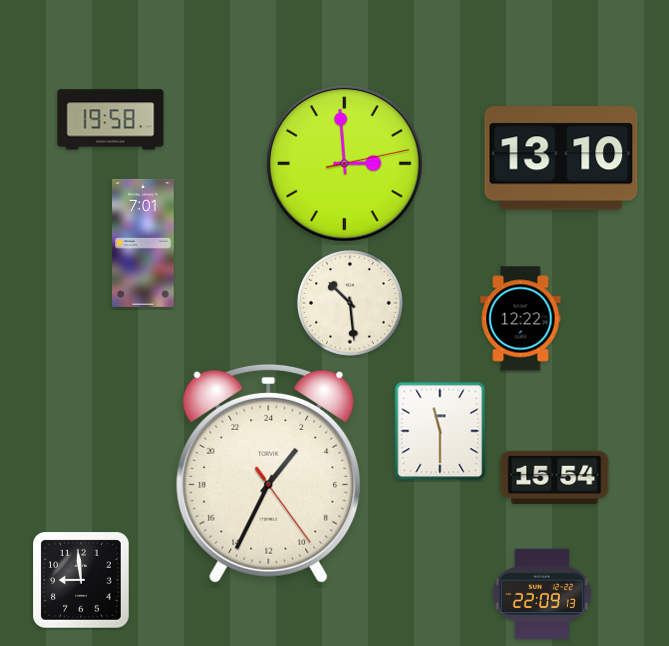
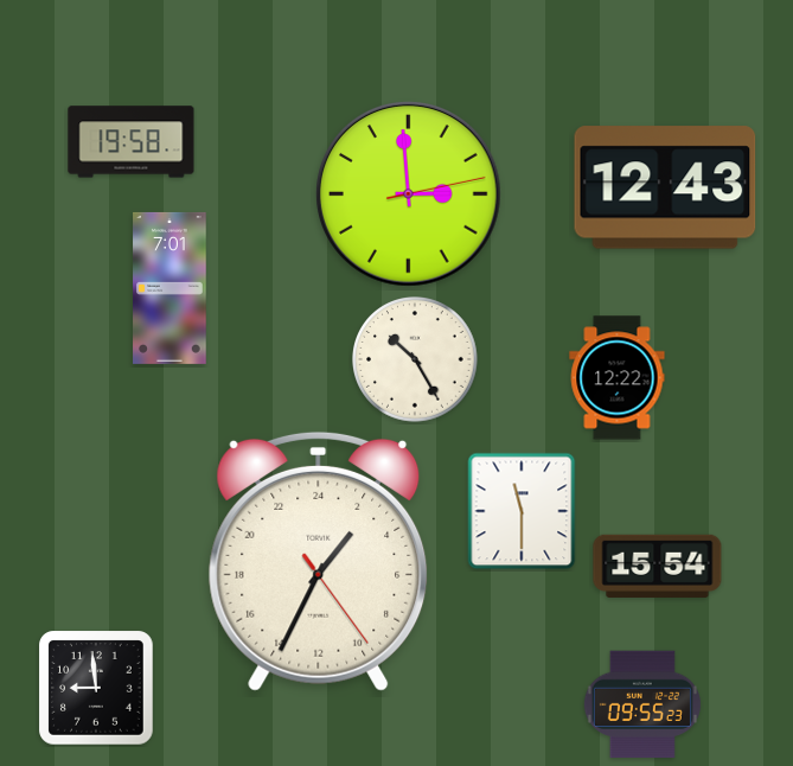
clock at (561, 158): 13:10 -> 12:43
clock at (351, 304): 10:29 -> 10:25
clock at (542, 594): 22:09 -> 09:55
